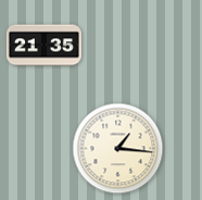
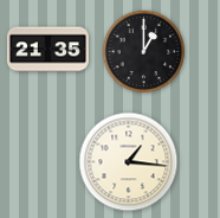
clock at (144, 52): none -> 1:00
